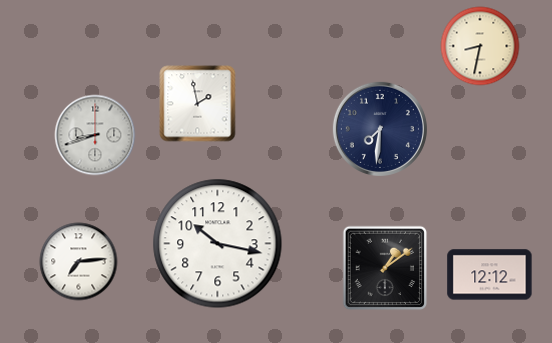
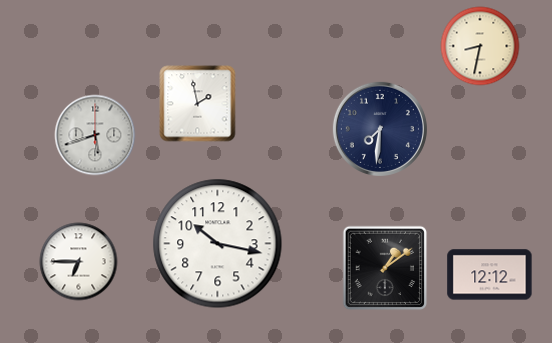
clock at (95, 135): 8:42 -> 5:42
clock at (79, 262): 7:14 -> 6:45
